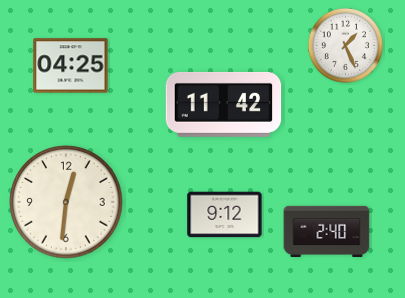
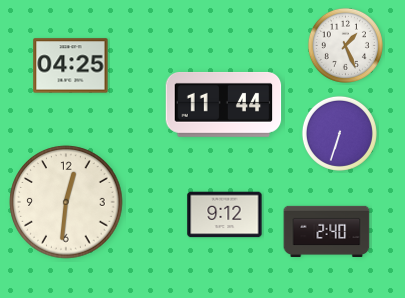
clock at (224, 104): 11:42 -> 11:44
clock at (339, 133): none -> 6:33
